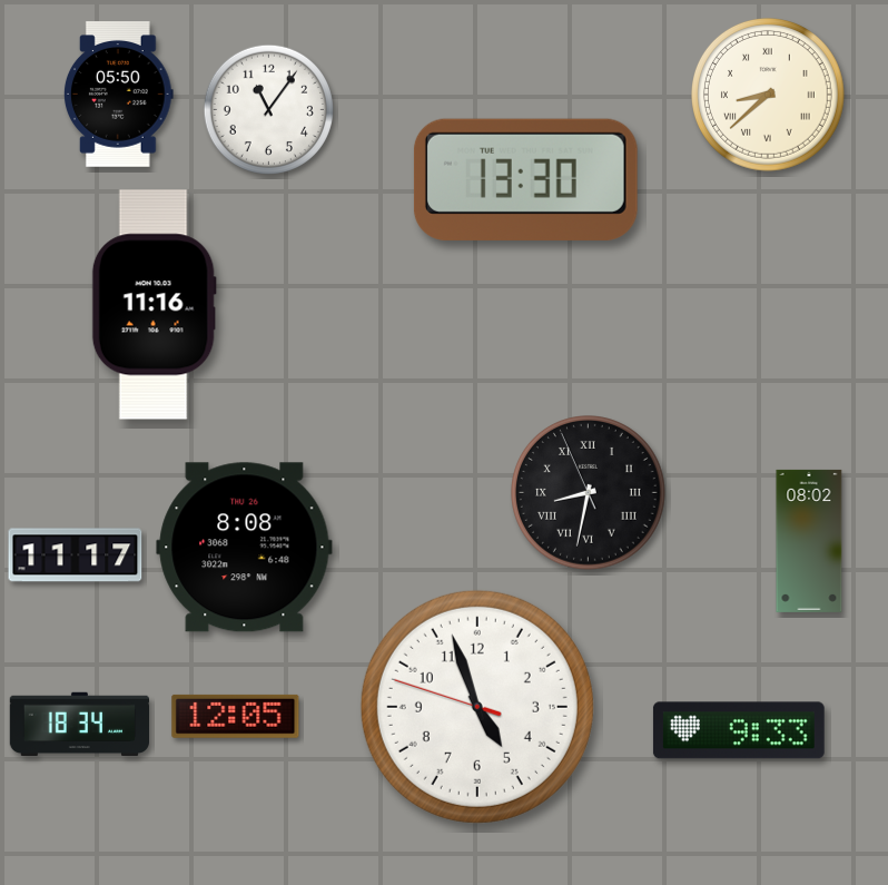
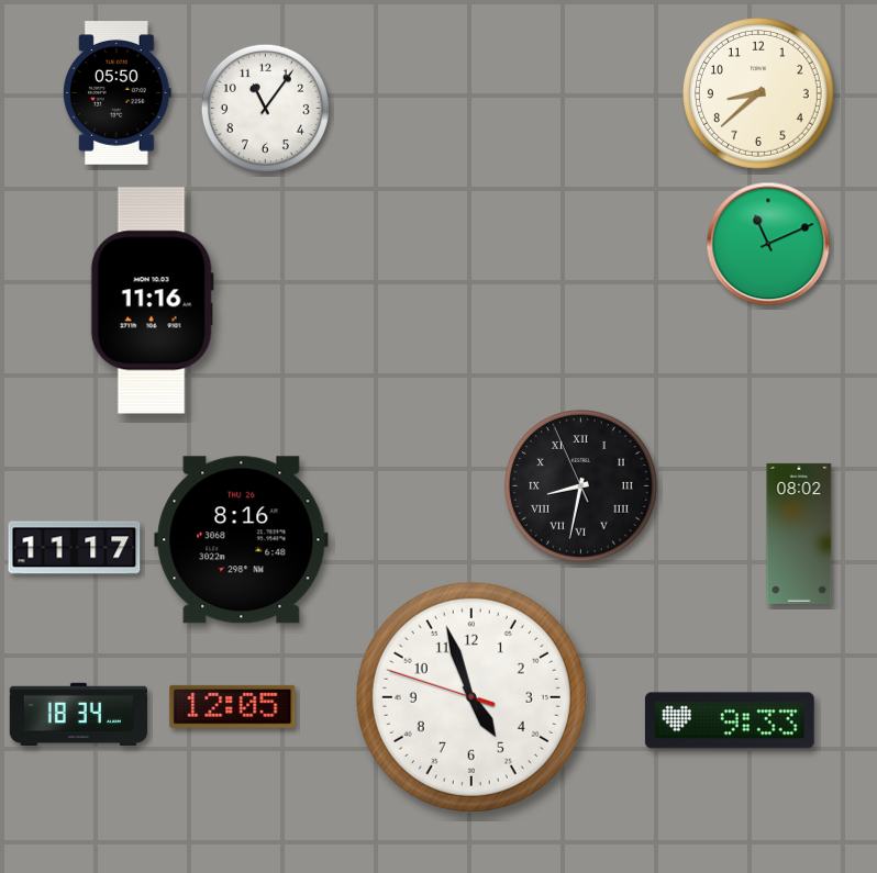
clock at (769, 96) numerals: Roman -> Arabic
clock at (525, 179): 13:30 -> none
clock at (768, 244): none -> 11:11
clock at (245, 548): 8:08 -> 8:16
